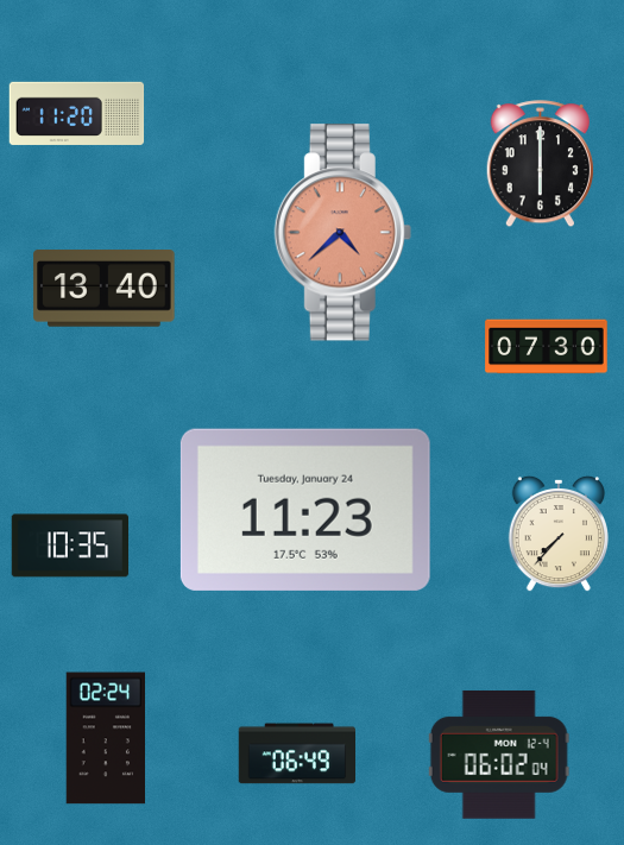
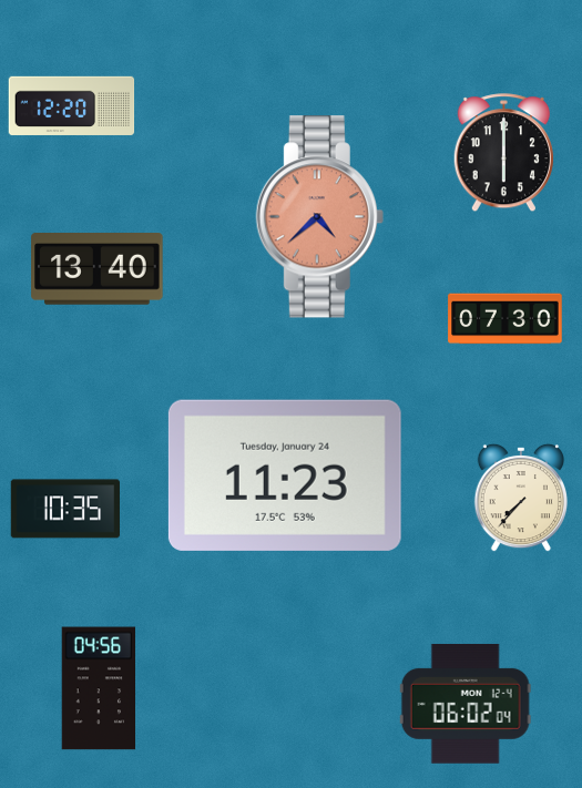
clock at (77, 113): 11:20 -> 12:20
clock at (547, 347) position: (547, 347) -> (506, 319)
clock at (105, 738): 02:24 -> 04:56
clock at (296, 753): 06:49 -> none
